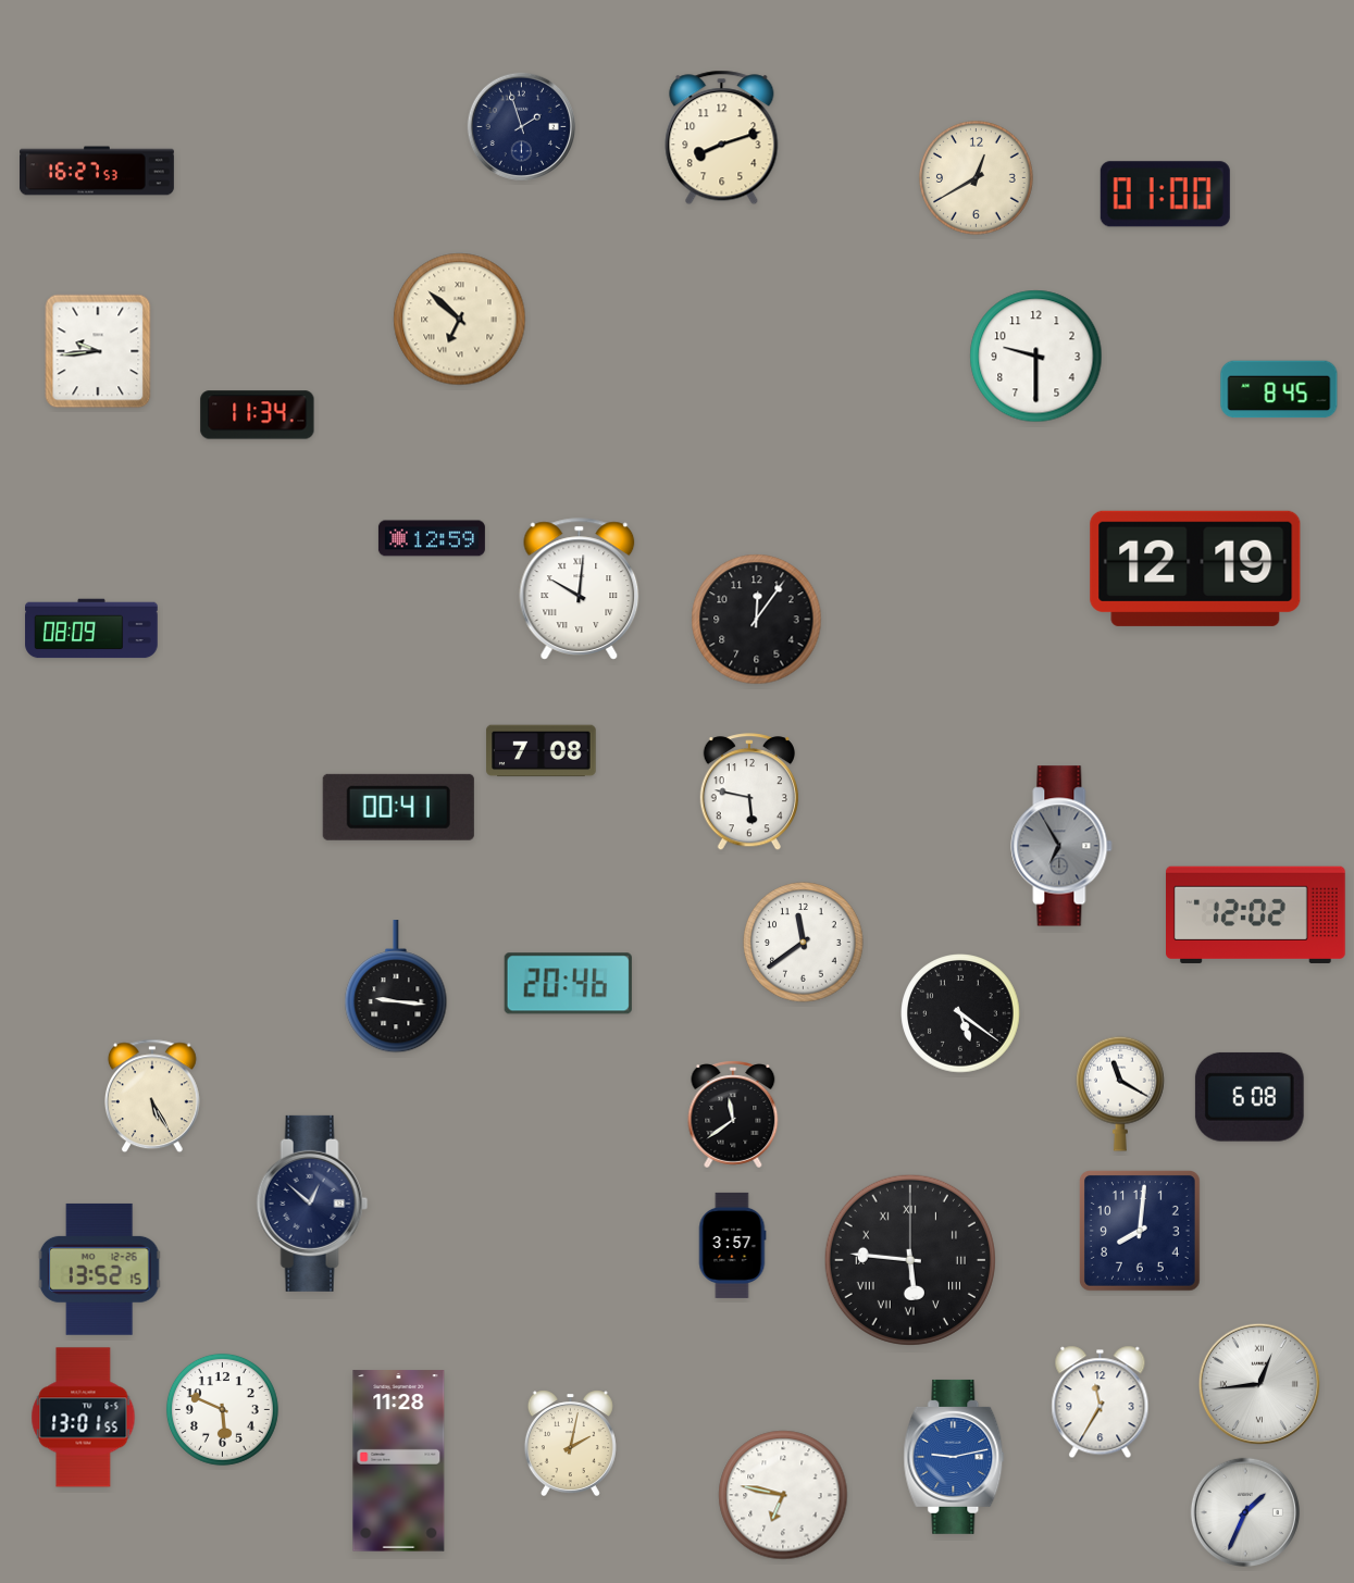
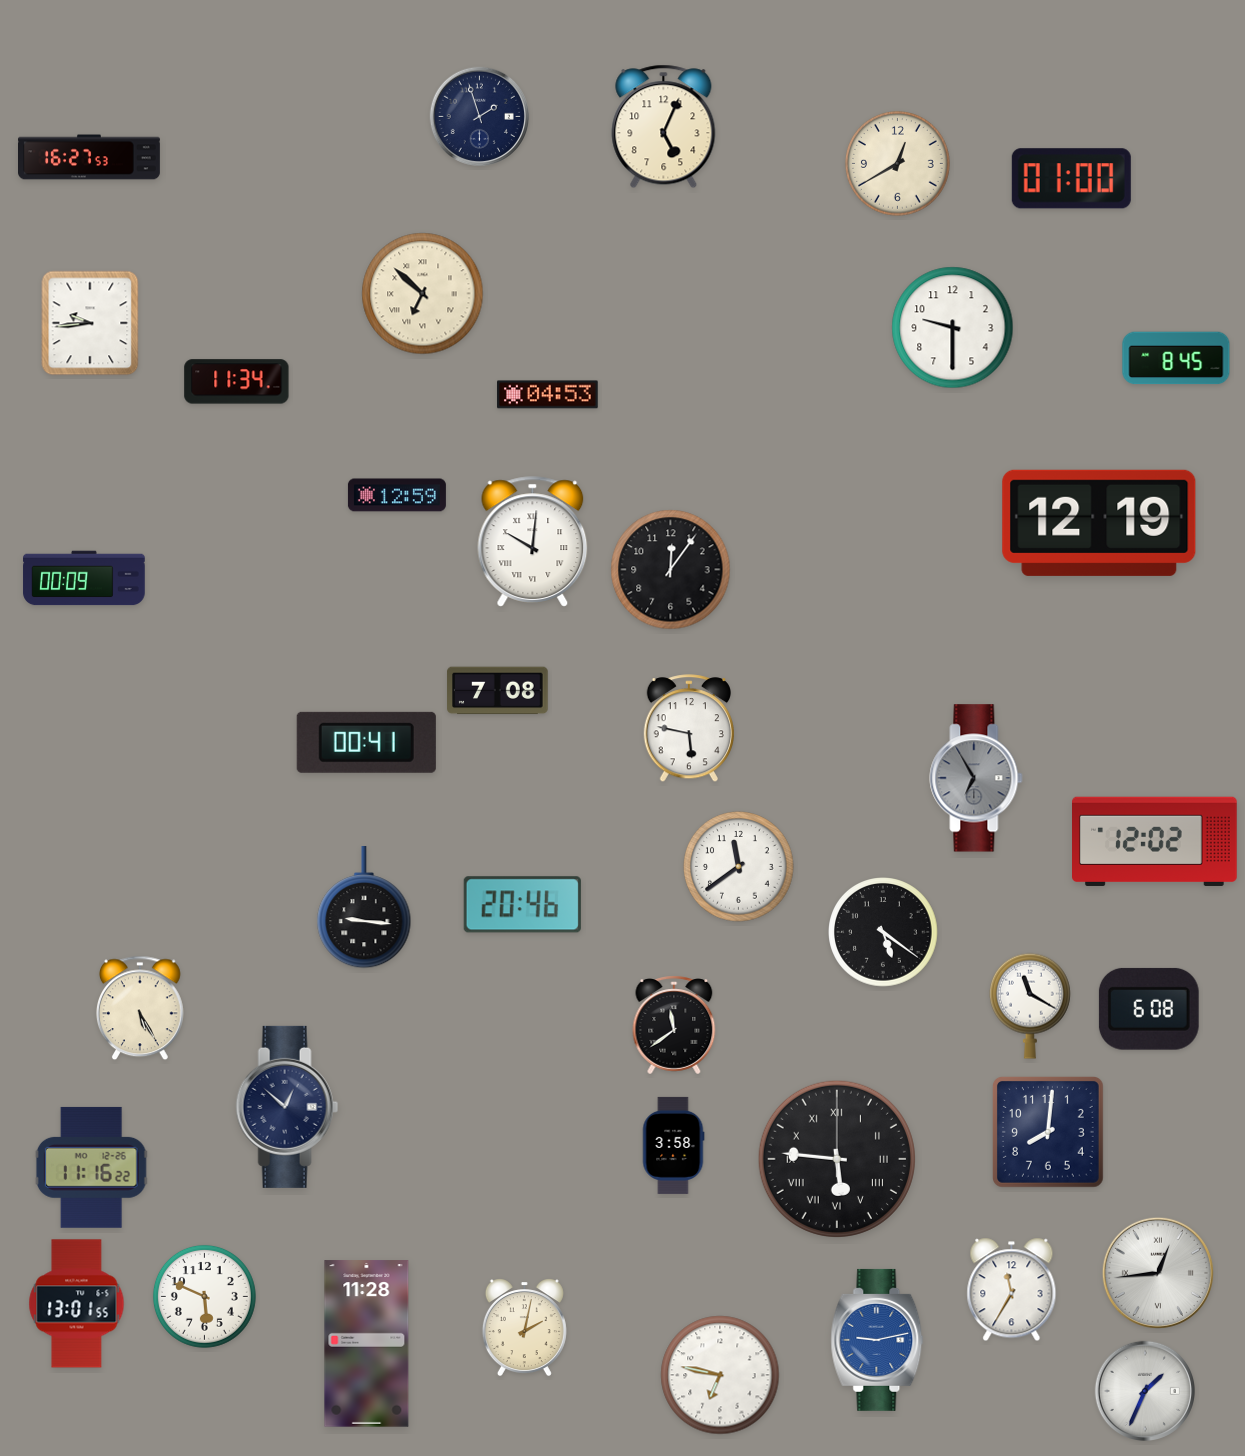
clock at (722, 138): 8:12 -> 5:04
clock at (548, 395): none -> 04:53
clock at (757, 620) position: (757, 620) -> (671, 570)
clock at (91, 628): 08:09 -> 00:09
clock at (732, 1245): 3:57 -> 3:58
clock at (99, 1269): 13:52 -> 11:16
